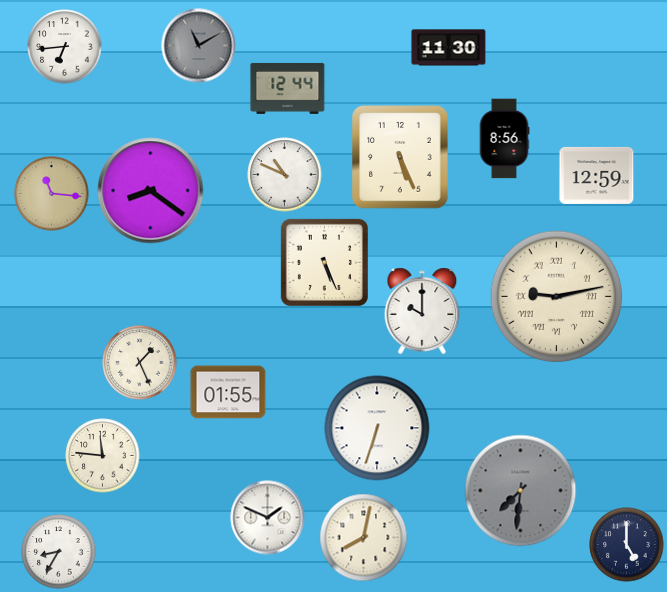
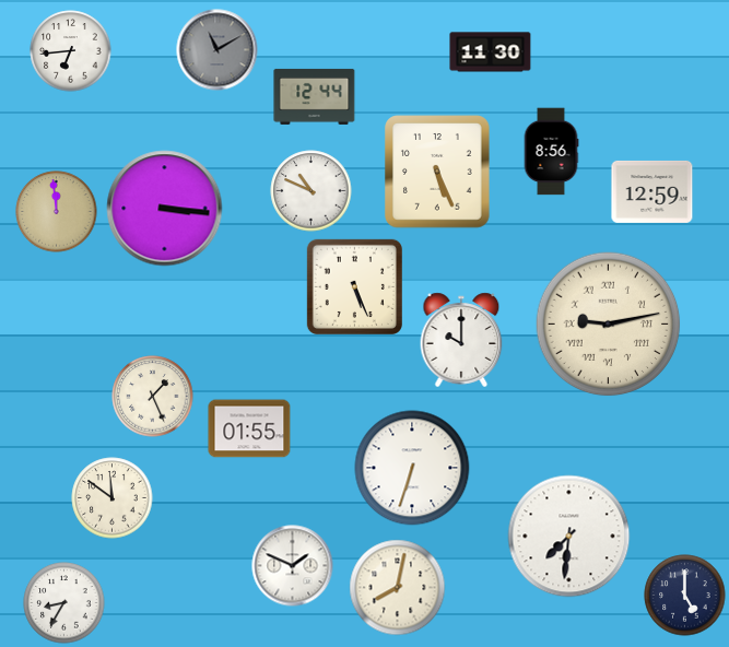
clock at (151, 191): 8:21 -> 3:16
clock at (52, 194): 11:16 -> 11:59
clock at (103, 456): 11:46 -> 11:51
clock at (521, 491) dial: grey -> white
